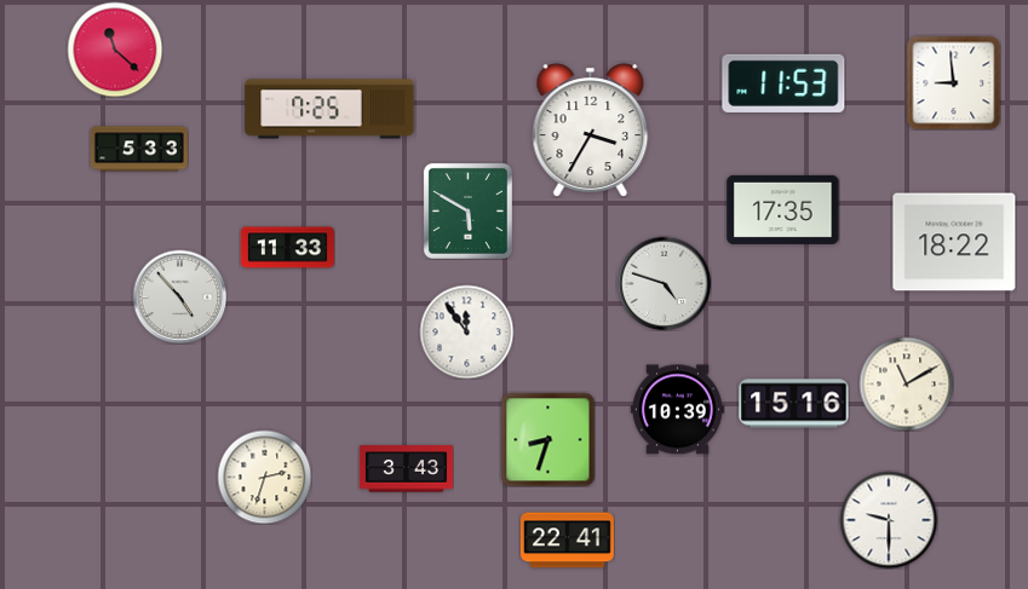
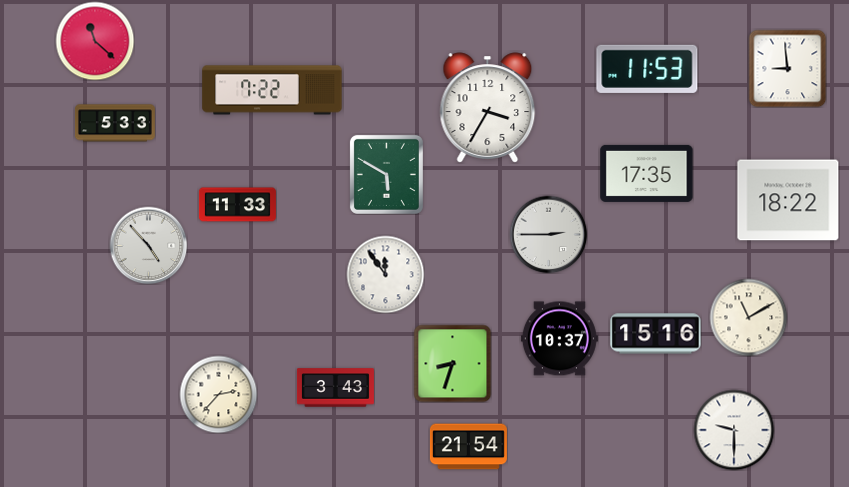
clock at (329, 109): 7:25 -> 7:22
clock at (664, 283): 4:48 -> 2:45
clock at (677, 410): 10:39 -> 10:37
clock at (264, 477): 2:33 -> 2:37
clock at (567, 541): 22:41 -> 21:54
